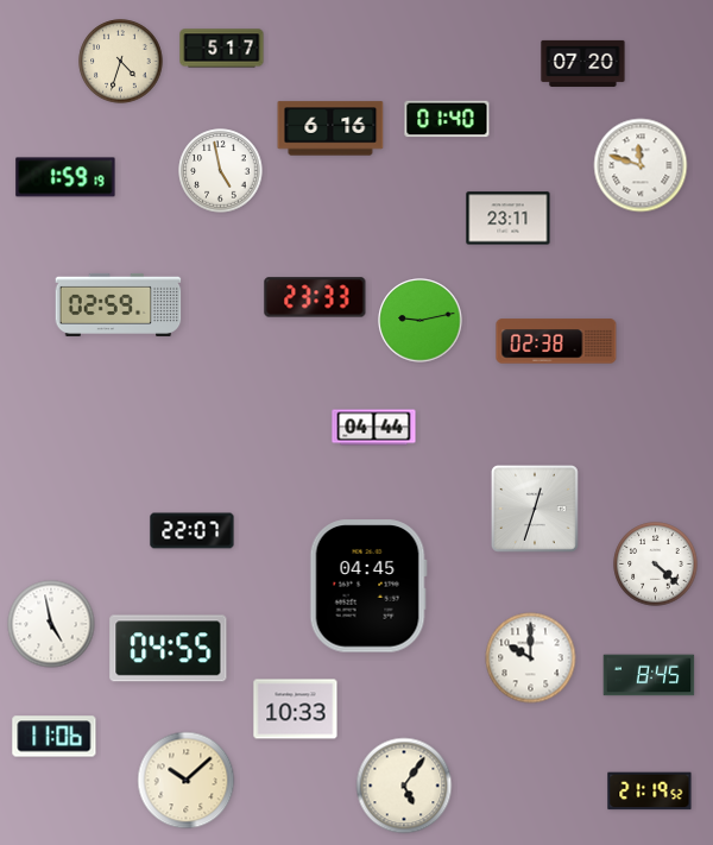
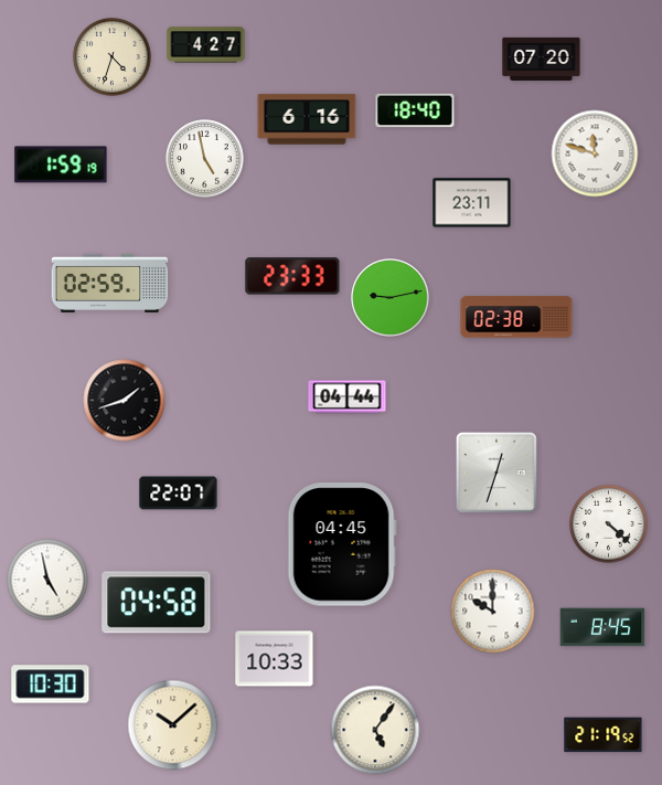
clock at (222, 49): 5:17 -> 4:27
clock at (447, 119): 01:40 -> 18:40
clock at (125, 401): none -> 1:42
clock at (169, 649): 04:55 -> 04:58
clock at (55, 737): 11:06 -> 10:30
